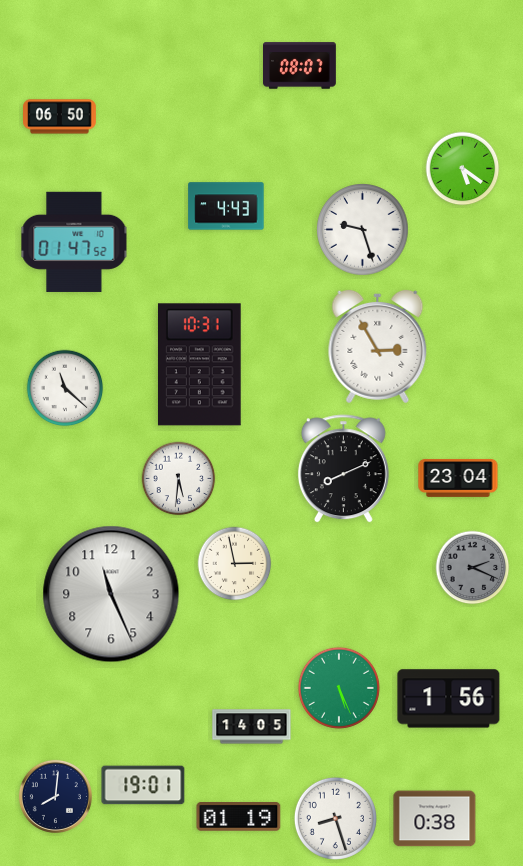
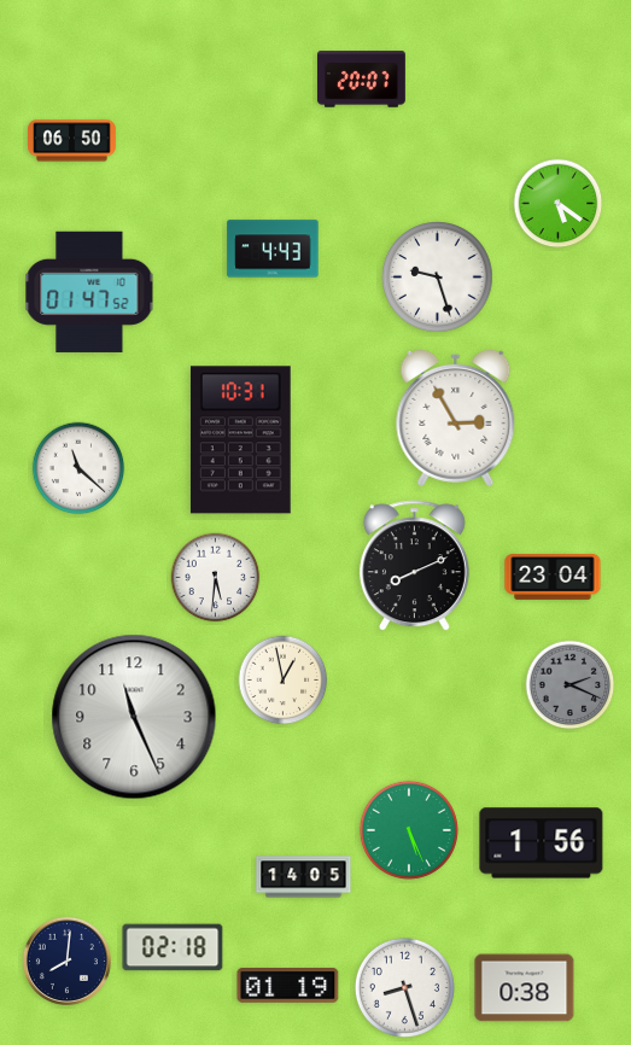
clock at (300, 66): 08:07 -> 20:07
clock at (235, 564): 2:58 -> 12:58
clock at (143, 785): 19:01 -> 02:18
